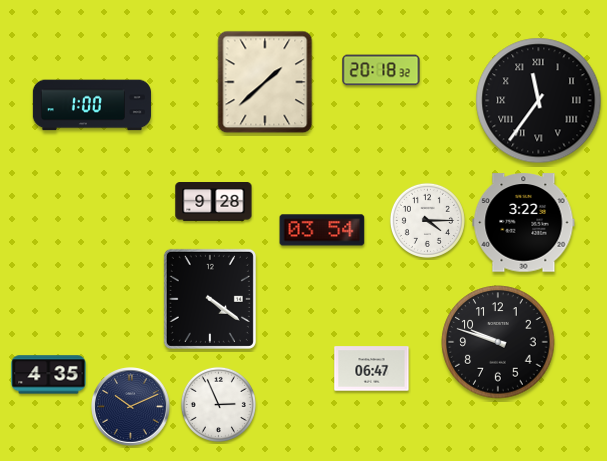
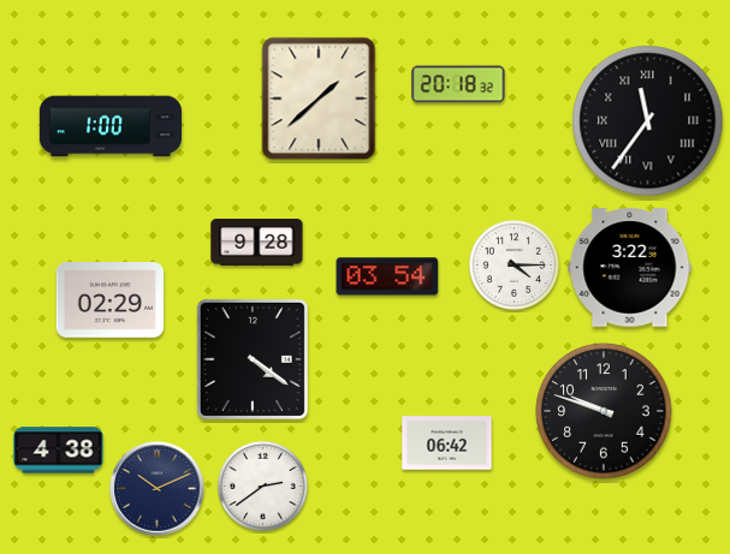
clock at (111, 300): none -> 02:29
clock at (498, 342) position: (498, 342) -> (604, 411)
clock at (372, 369): 06:47 -> 06:42
clock at (49, 375): 4:35 -> 4:38
clock at (218, 404): 2:56 -> 2:39
